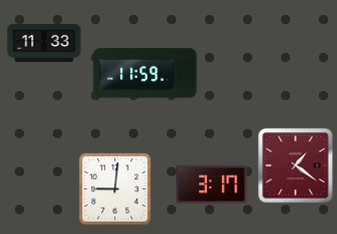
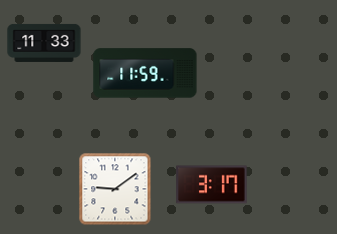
clock at (296, 166): 1:21 -> none
clock at (115, 189): 9:01 -> 9:09
